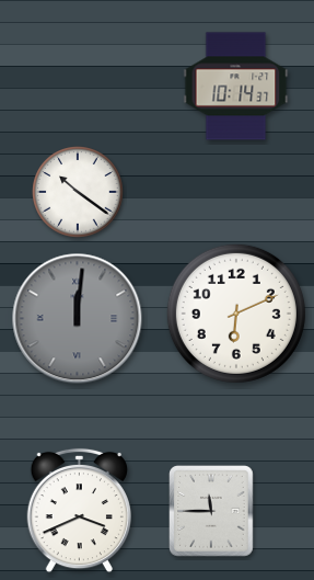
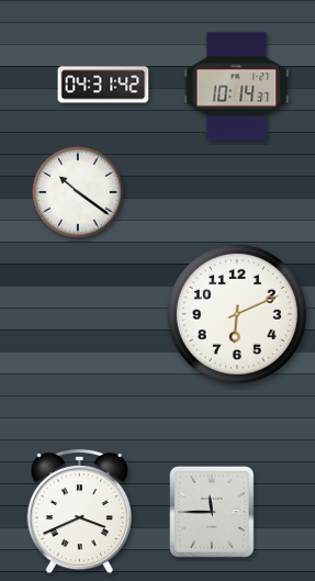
clock at (103, 85): none -> 04:31
clock at (78, 319): 12:01 -> none
